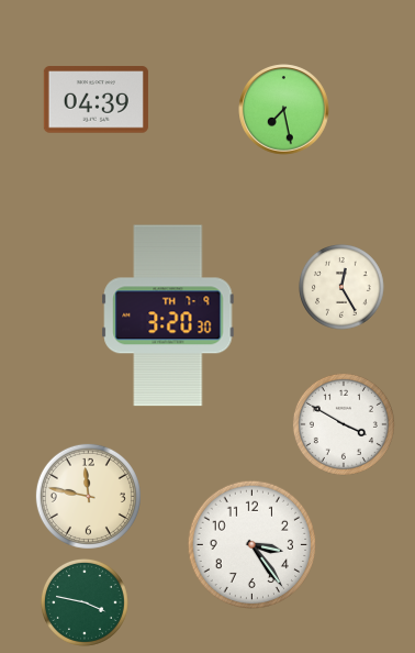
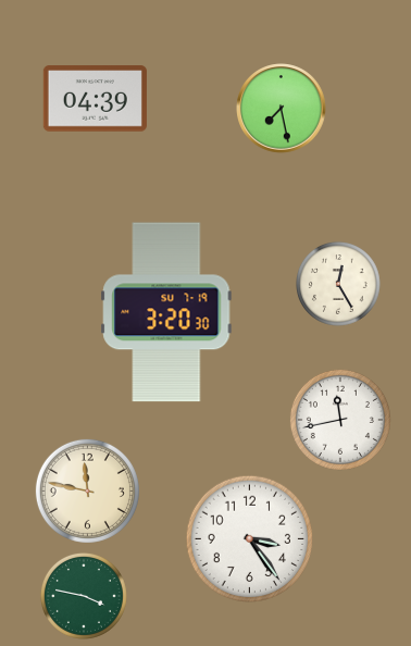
clock at (168, 316) date: TH 7-9 -> SU 7-19
clock at (344, 424): 3:50 -> 11:43
